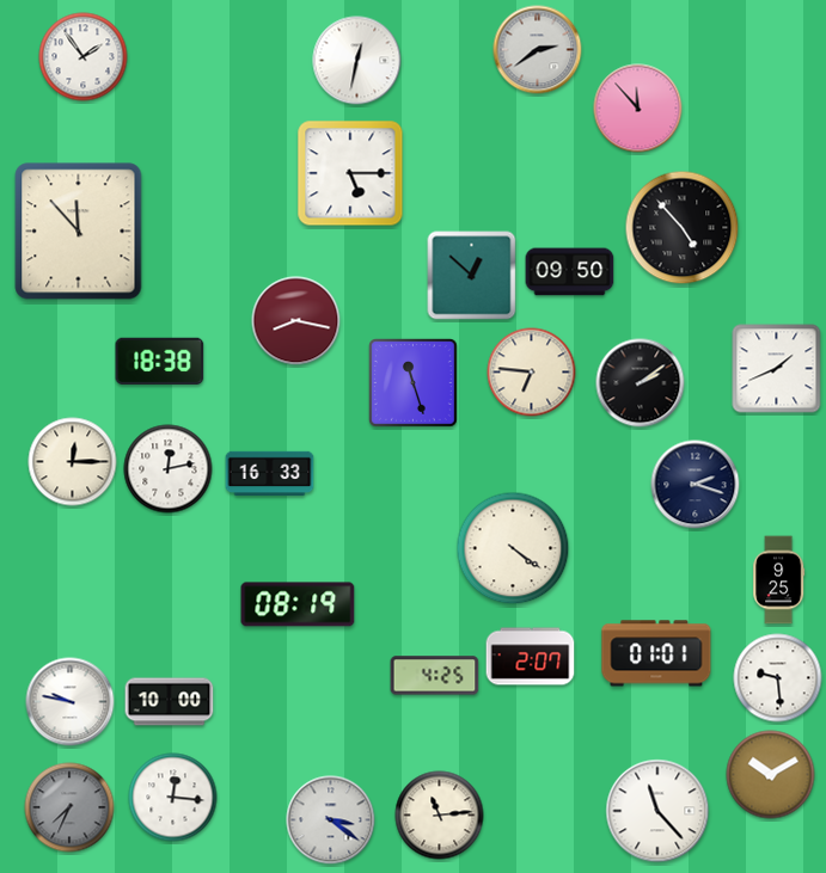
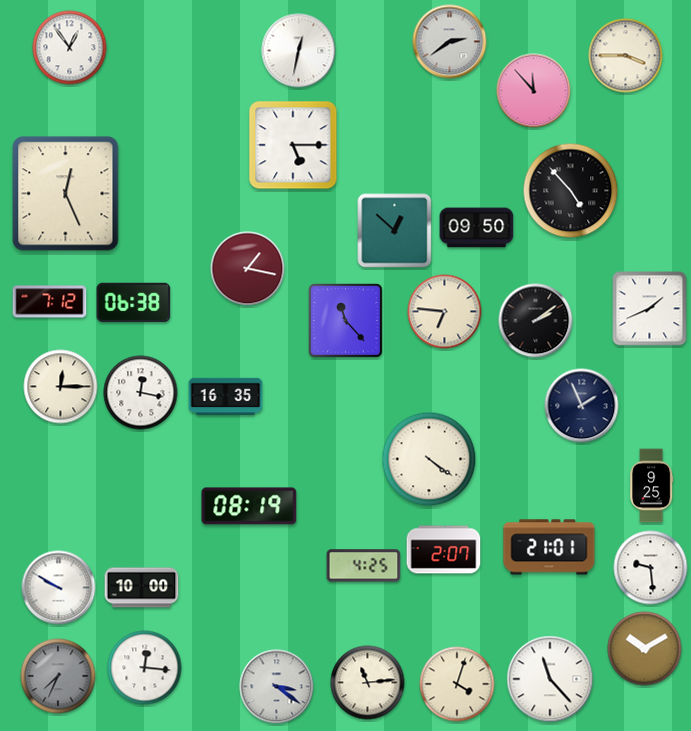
clock at (84, 57): 1:54 -> 12:54
clock at (626, 56): none -> 3:45
clock at (79, 232): 11:53 -> 12:26
clock at (296, 321): 8:17 -> 1:17
clock at (50, 302): none -> 7:12
clock at (160, 361): 18:38 -> 06:38
clock at (414, 383): 11:27 -> 11:23
clock at (169, 469): 12:13 -> 12:17
clock at (270, 474): 16:33 -> 16:35
clock at (696, 485): 2:18 -> 1:56
clock at (656, 653): 01:01 -> 21:01
clock at (71, 702): 9:47 -> 9:50
clock at (457, 684): none -> 4:03
